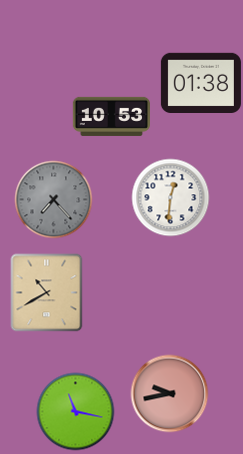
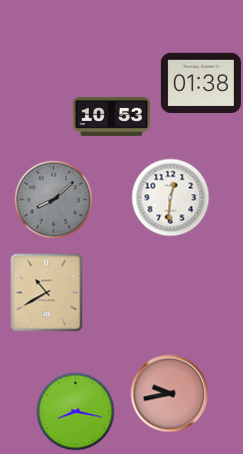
clock at (53, 199): 7:23 -> 8:08
clock at (75, 411): 11:17 -> 8:17
